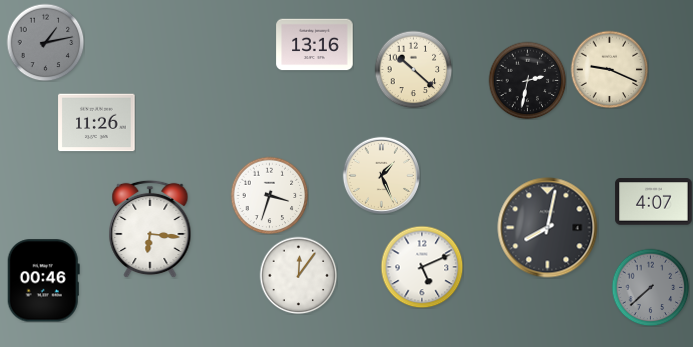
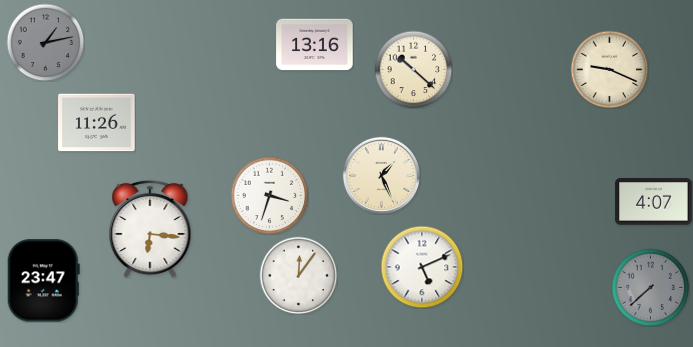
clock at (527, 80): 2:32 -> none
clock at (548, 228): 8:02 -> none
clock at (43, 281): 00:46 -> 23:47
